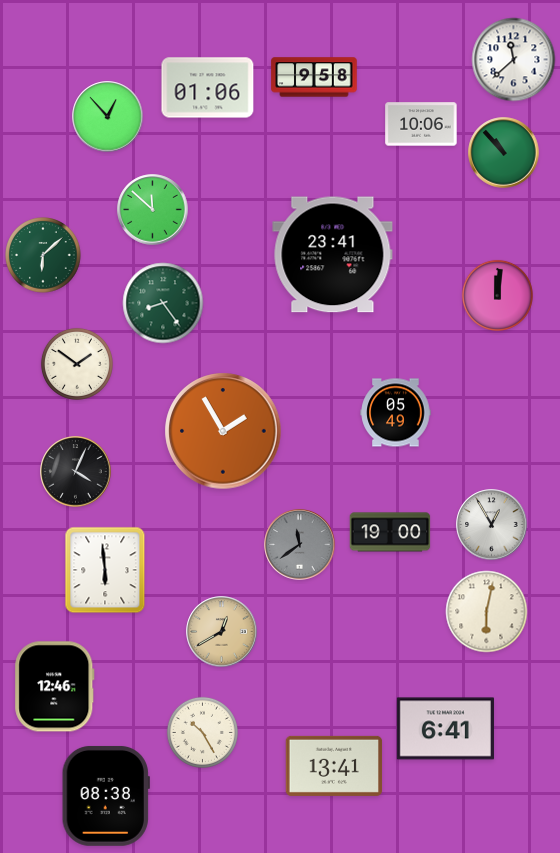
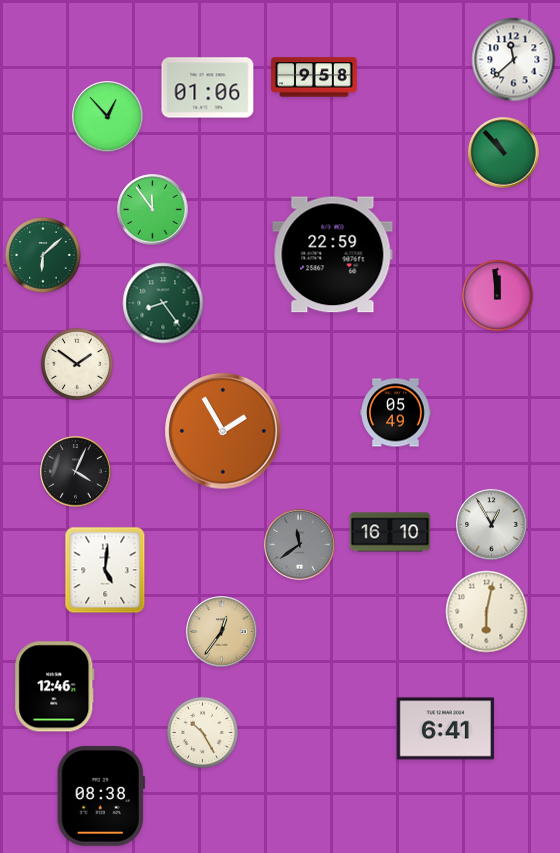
clock at (421, 124): 10:06 -> none
clock at (153, 210): 11:52 -> 11:54
clock at (333, 255): 23:41 -> 22:59
clock at (497, 295): 12:01 -> 11:59
clock at (390, 532): 19:00 -> 16:10
clock at (105, 570): 5:59 -> 5:01
clock at (222, 632): 12:40 -> 12:36
clock at (334, 766): 13:41 -> none
clock at (106, 796) position: (106, 796) -> (101, 796)
